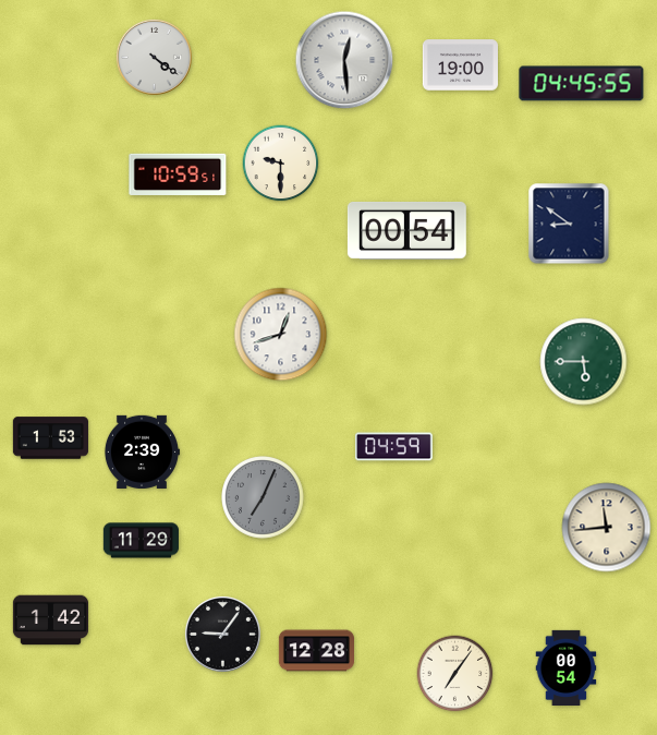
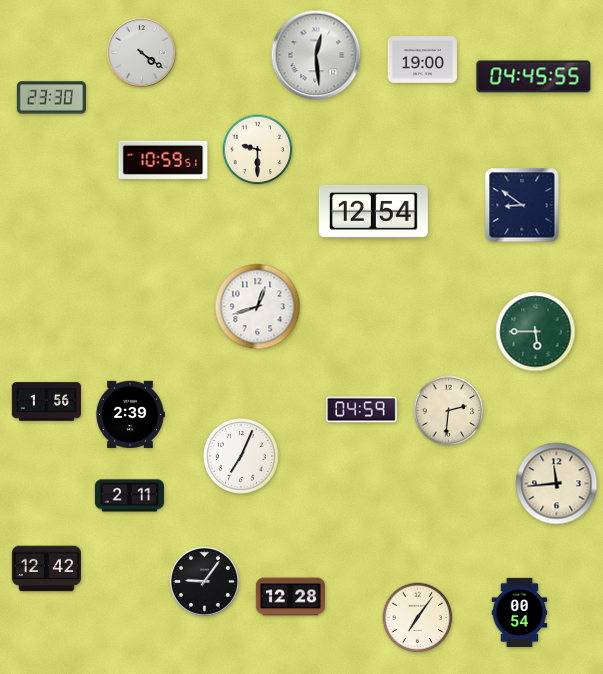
clock at (51, 98): none -> 23:30
clock at (406, 230): 00:54 -> 12:54
clock at (50, 438): 1:53 -> 1:56
clock at (449, 411): none -> 2:31
clock at (264, 498) dial: grey -> white
clock at (141, 541): 11:29 -> 2:11
clock at (50, 620): 1:42 -> 12:42
